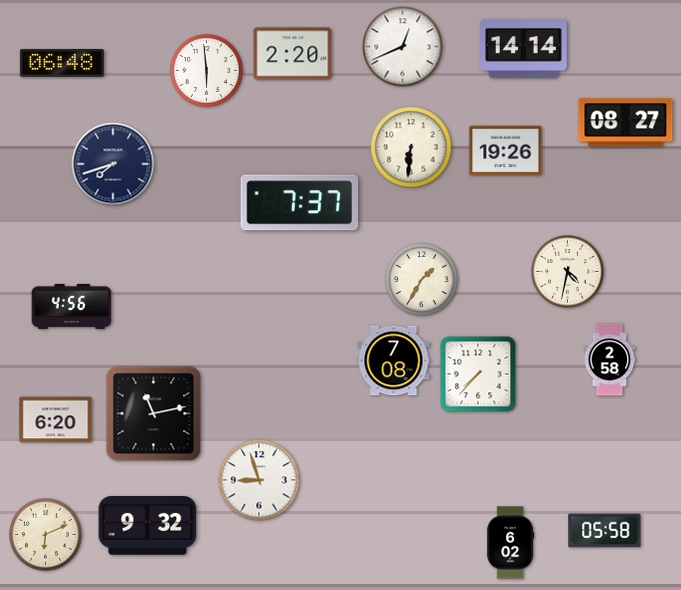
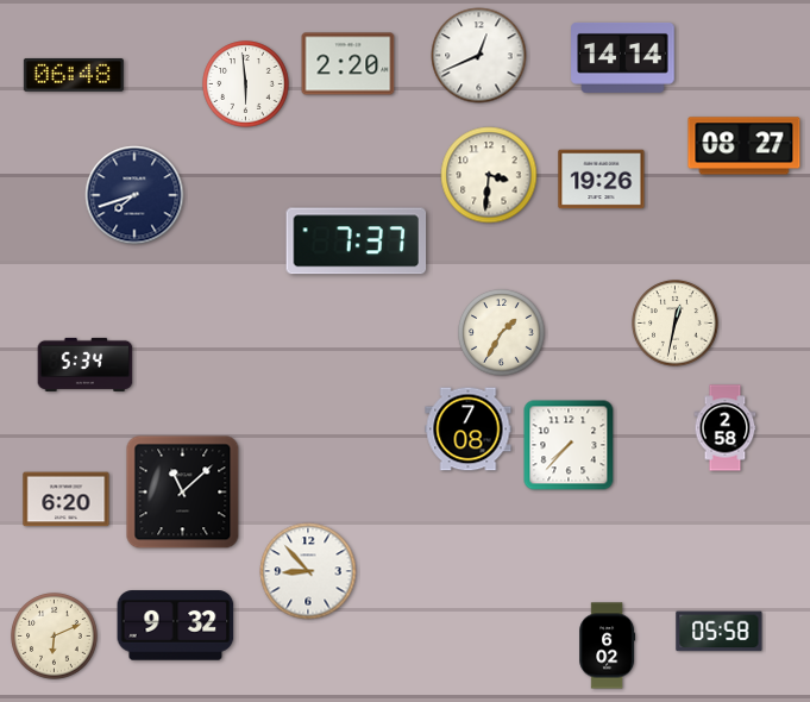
clock at (411, 147): 6:31 -> 3:31
clock at (568, 272): 4:32 -> 12:32
clock at (72, 306): 4:56 -> 5:34
clock at (154, 414): 11:13 -> 11:08
clock at (259, 480): 8:57 -> 8:53
